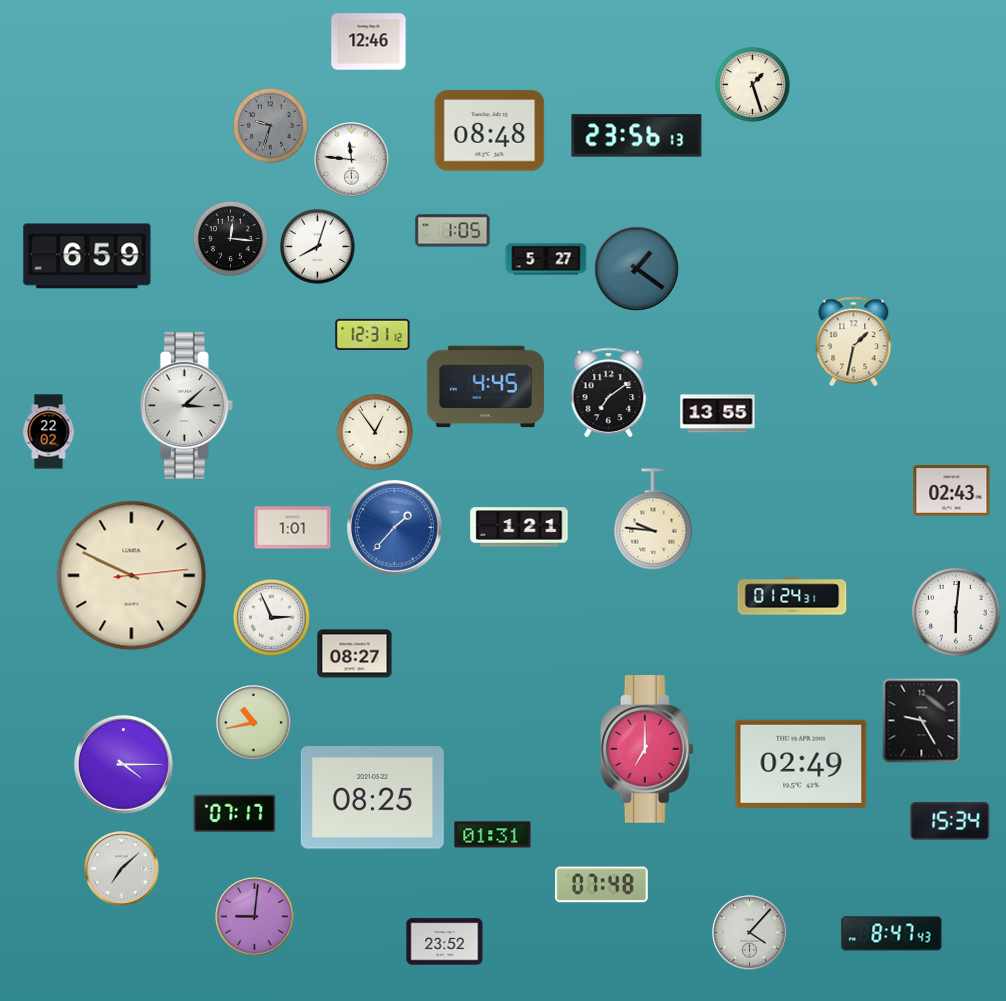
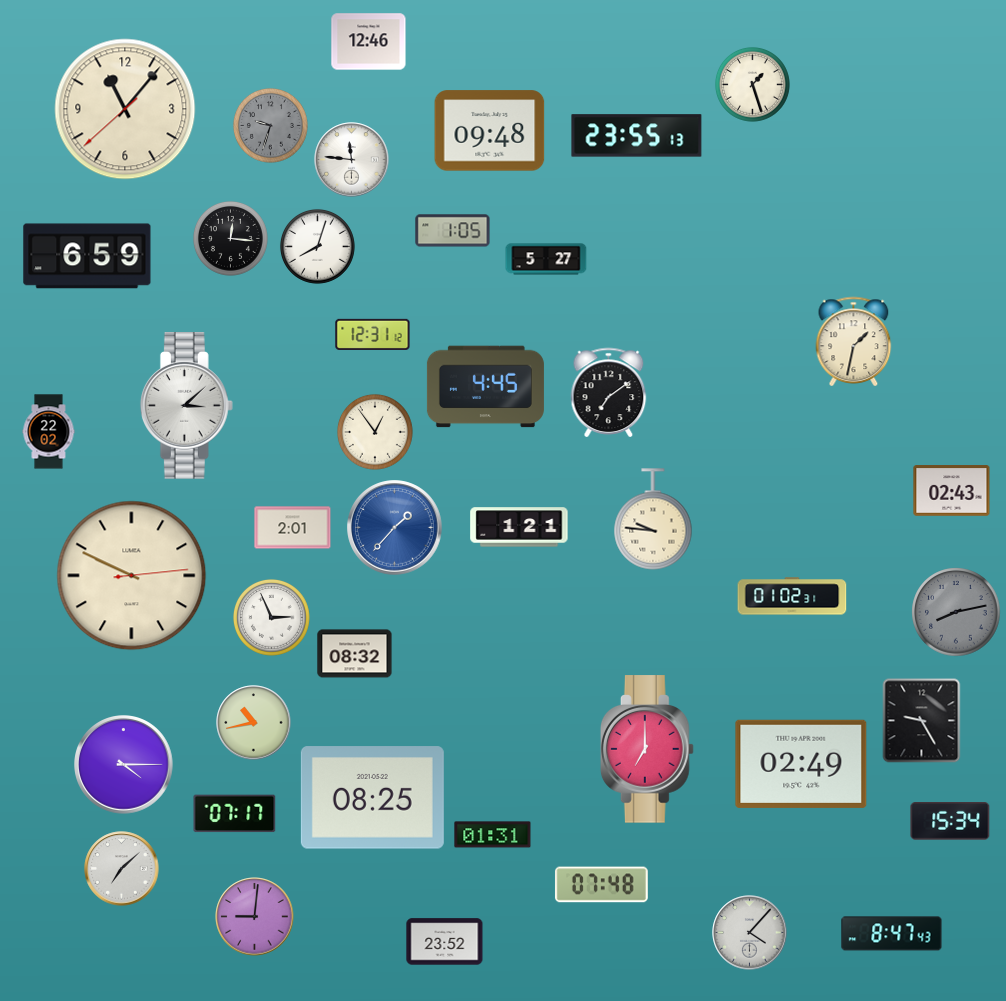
clock at (125, 109): none -> 11:06
clock at (490, 131): 08:48 -> 09:48
clock at (637, 136): 23:56 -> 23:55
clock at (637, 269): 1:21 -> none
clock at (718, 414): 13:55 -> none
clock at (293, 528): 1:01 -> 2:01
clock at (792, 596): 01:24 -> 01:02
clock at (956, 612): 6:01 -> 8:13
clock at (956, 612) dial: white -> grey
clock at (355, 654): 08:27 -> 08:32
